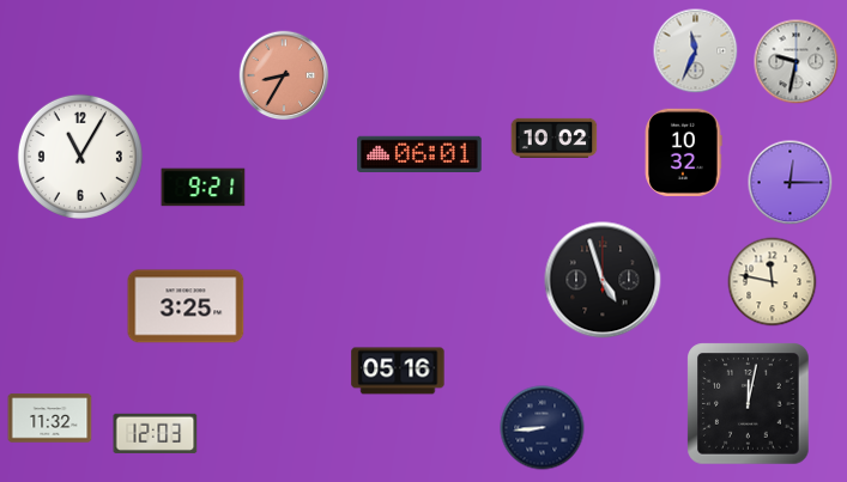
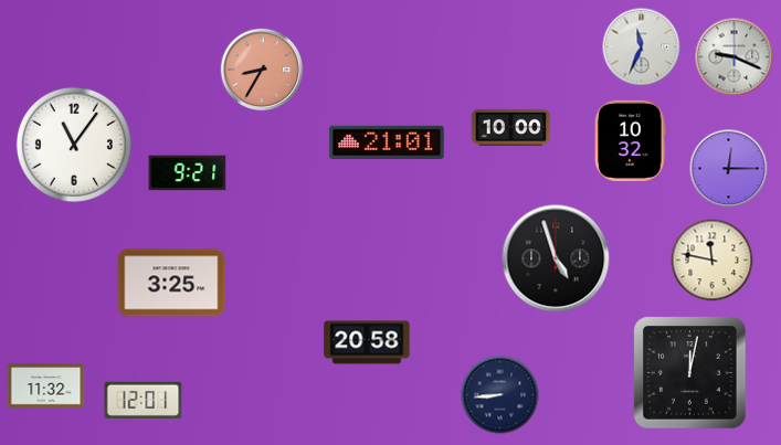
clock at (797, 62): 9:32 -> 9:19
clock at (555, 138): 10:02 -> 10:00
clock at (419, 154): 06:01 -> 21:01
clock at (80, 157): 11:05 -> 11:06
clock at (398, 371): 05:16 -> 20:58
clock at (156, 433): 12:03 -> 12:01
